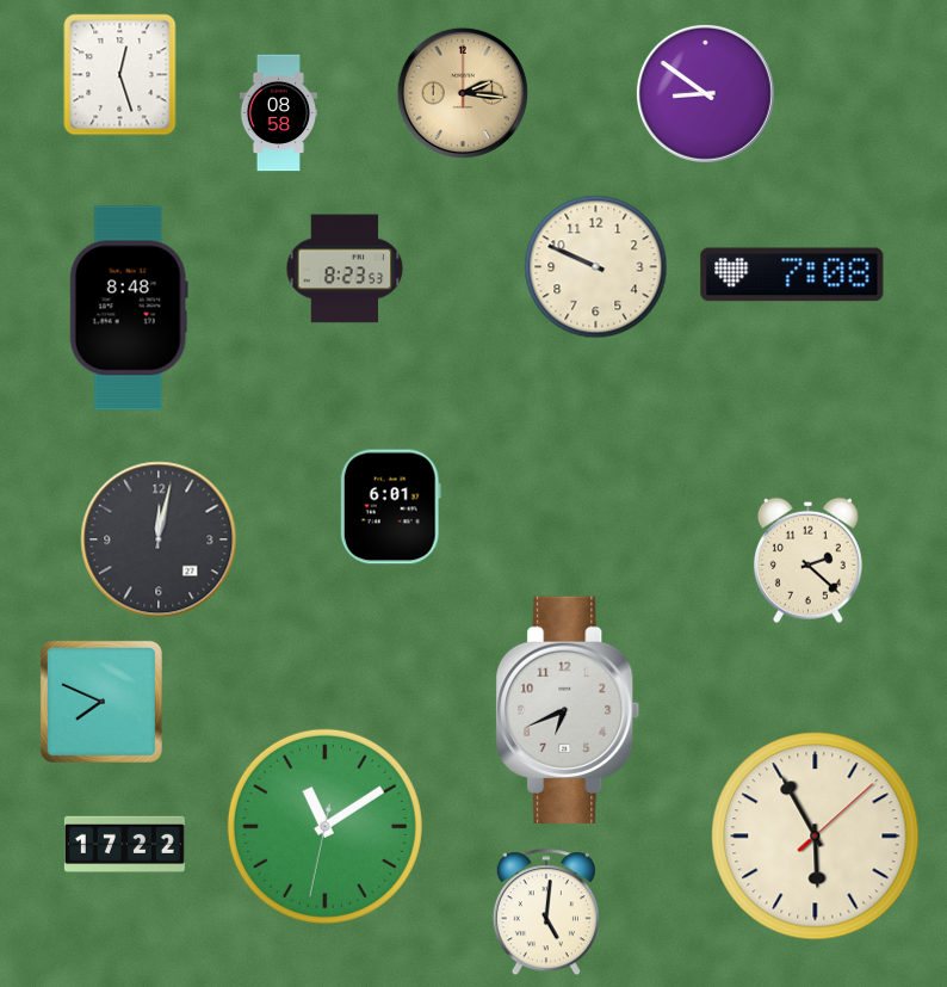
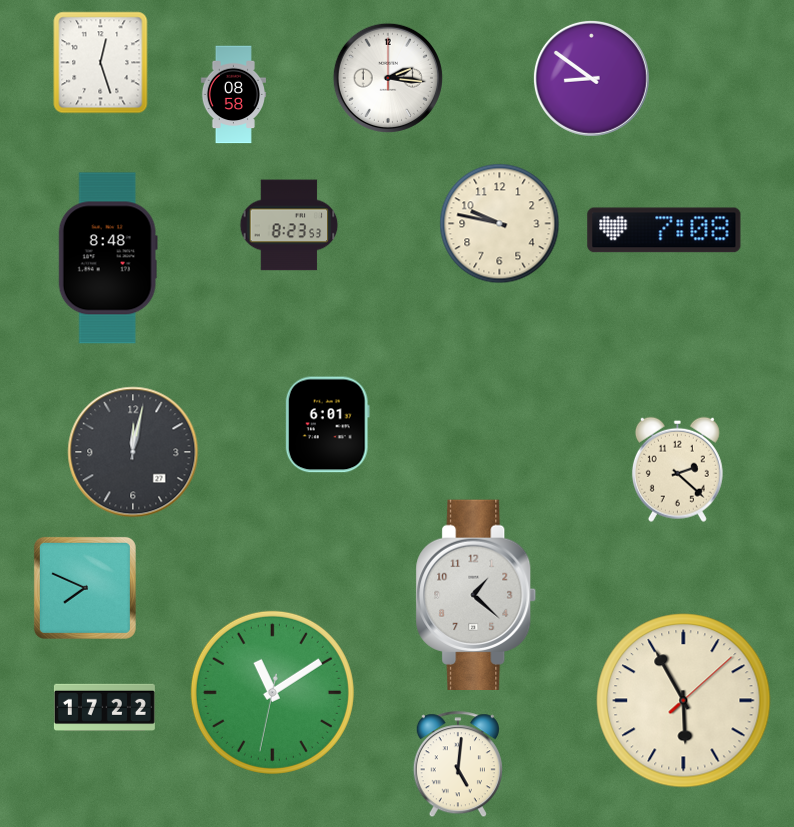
clock at (463, 93) dial: champagne -> white
clock at (596, 267): 9:49 -> 9:47
clock at (568, 709): 6:41 -> 1:22
